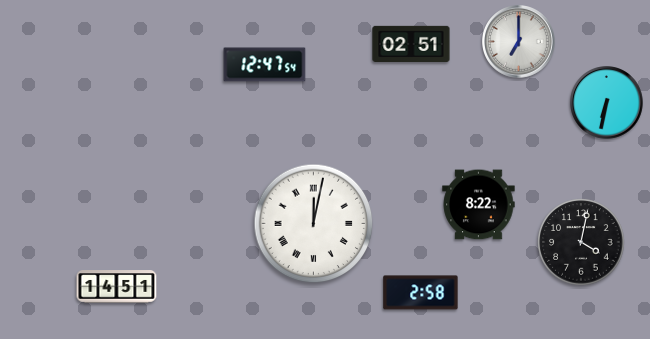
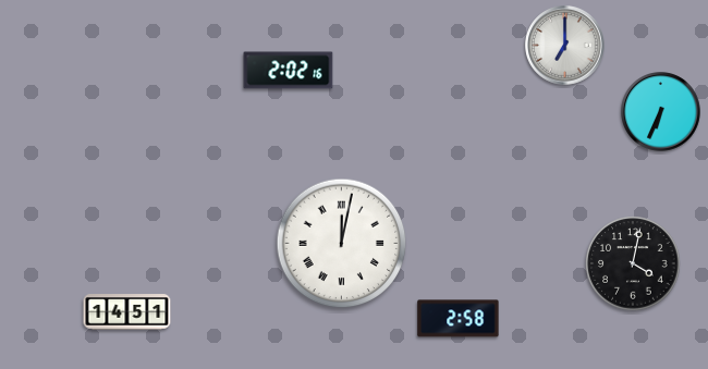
clock at (411, 43): 02:51 -> none
clock at (265, 65): 12:47 -> 2:02
clock at (607, 103): 6:32 -> 6:34
clock at (479, 205): 8:22 -> none
